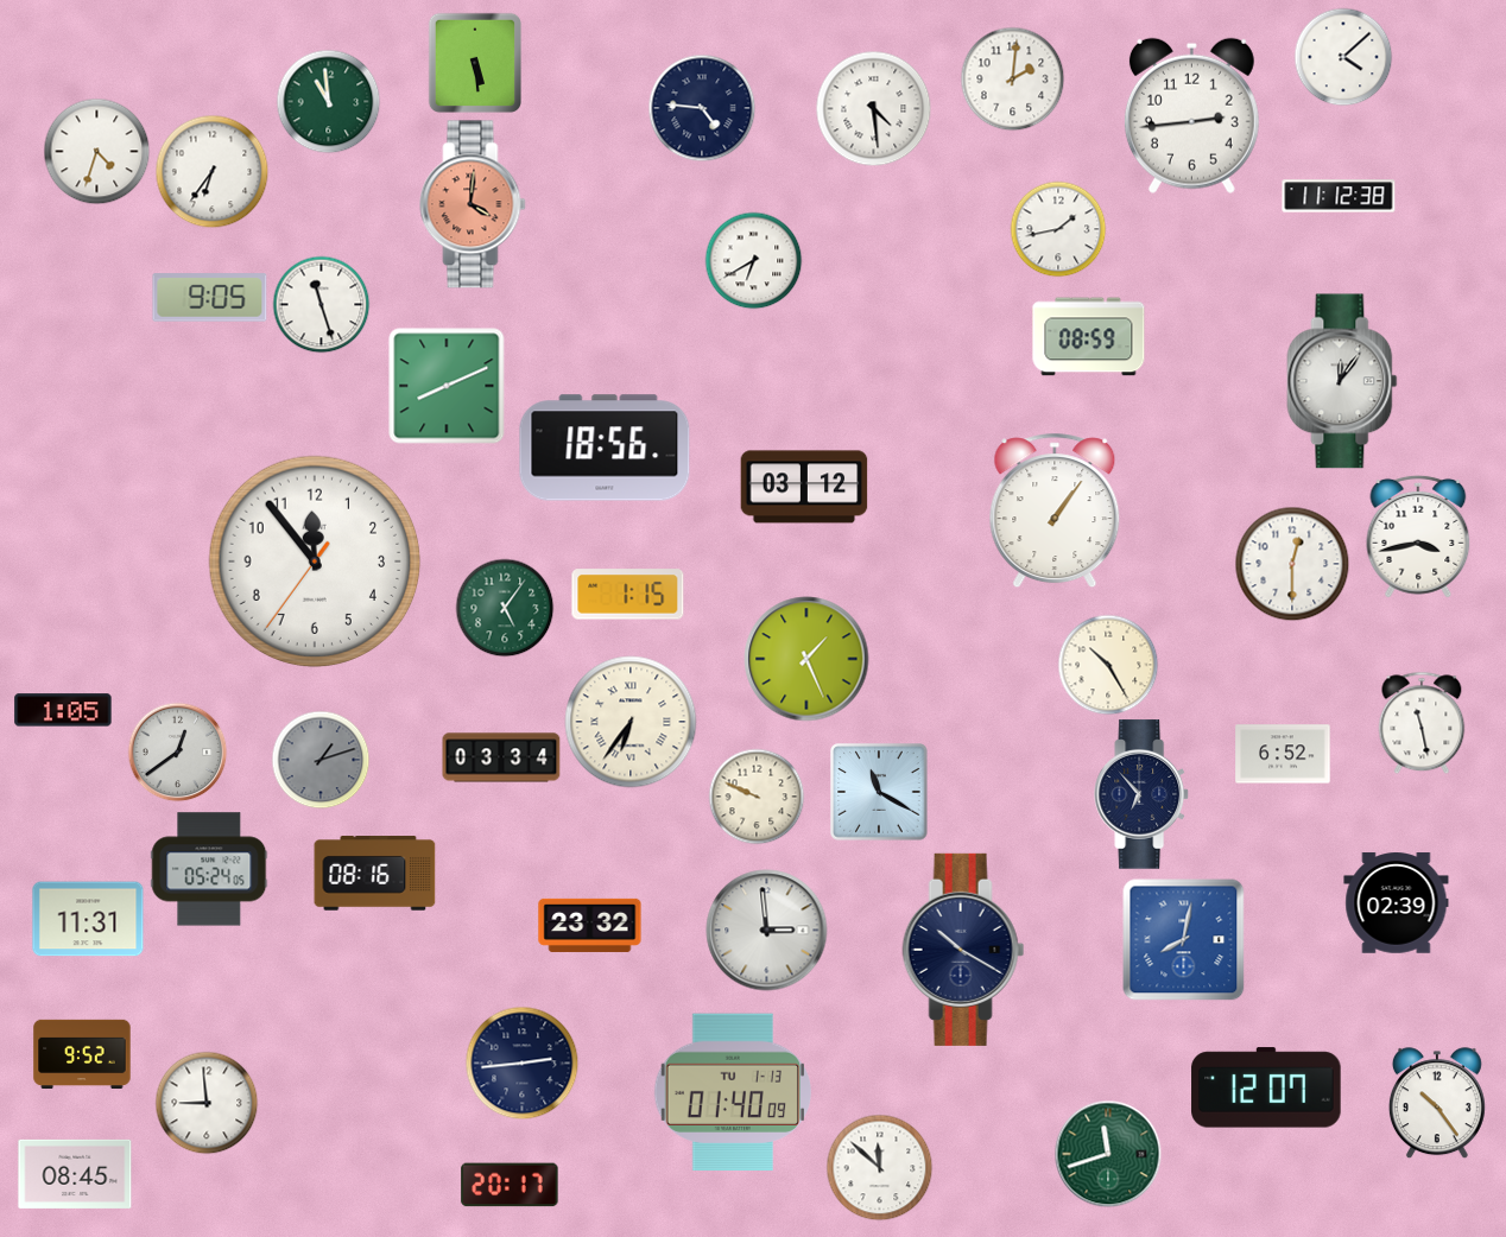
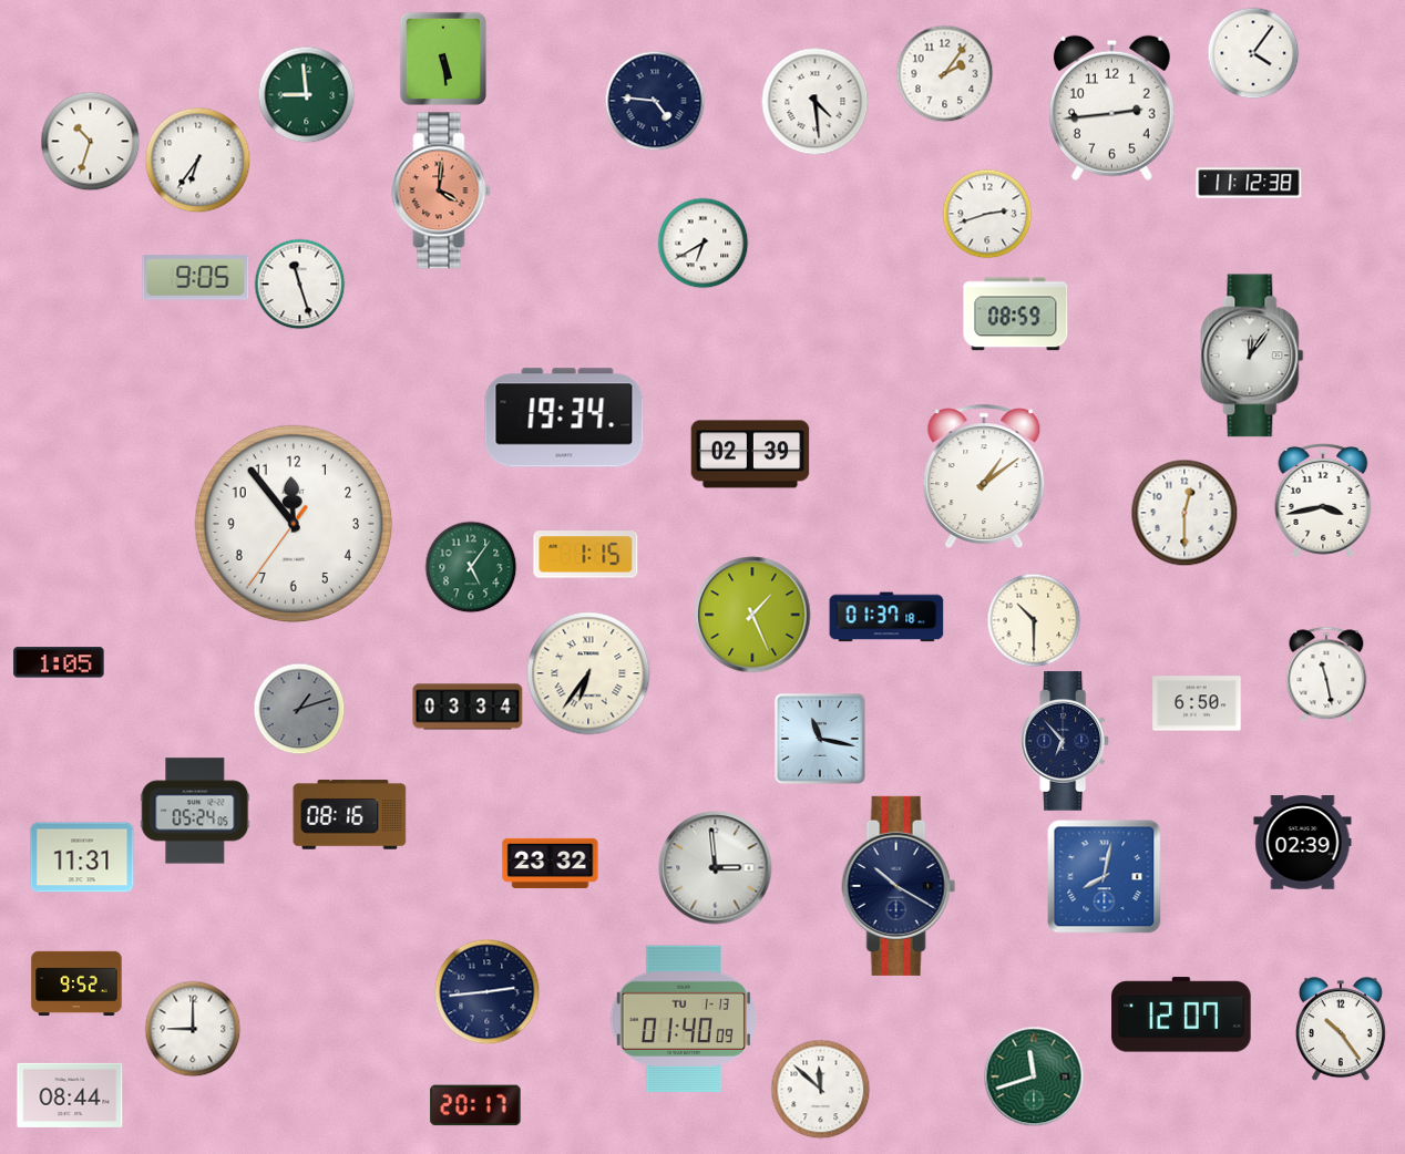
clock at (1343, 57): 4:08 -> 4:06
clock at (1012, 78): 2:01 -> 2:06
clock at (328, 101): 10:59 -> 8:59
clock at (96, 151): 4:33 -> 10:33
clock at (1058, 229): 1:43 -> 2:42
clock at (447, 386): 8:11 -> none
clock at (605, 448): 18:56 -> 19:34
clock at (804, 487): 03:12 -> 02:39
clock at (1055, 510): 1:06 -> 1:09
clock at (1292, 564) position: (1292, 564) -> (1184, 513)
clock at (886, 617): none -> 01:37
clock at (1108, 665): 10:25 -> 10:30
clock at (177, 751): 12:39 -> none
clock at (1283, 754): 6:52 -> 6:50
clock at (879, 792): 11:20 -> 11:17
clock at (757, 797): 9:49 -> none
clock at (207, 1103): 8:59 -> 9:00
clock at (75, 1174): 08:45 -> 08:44
